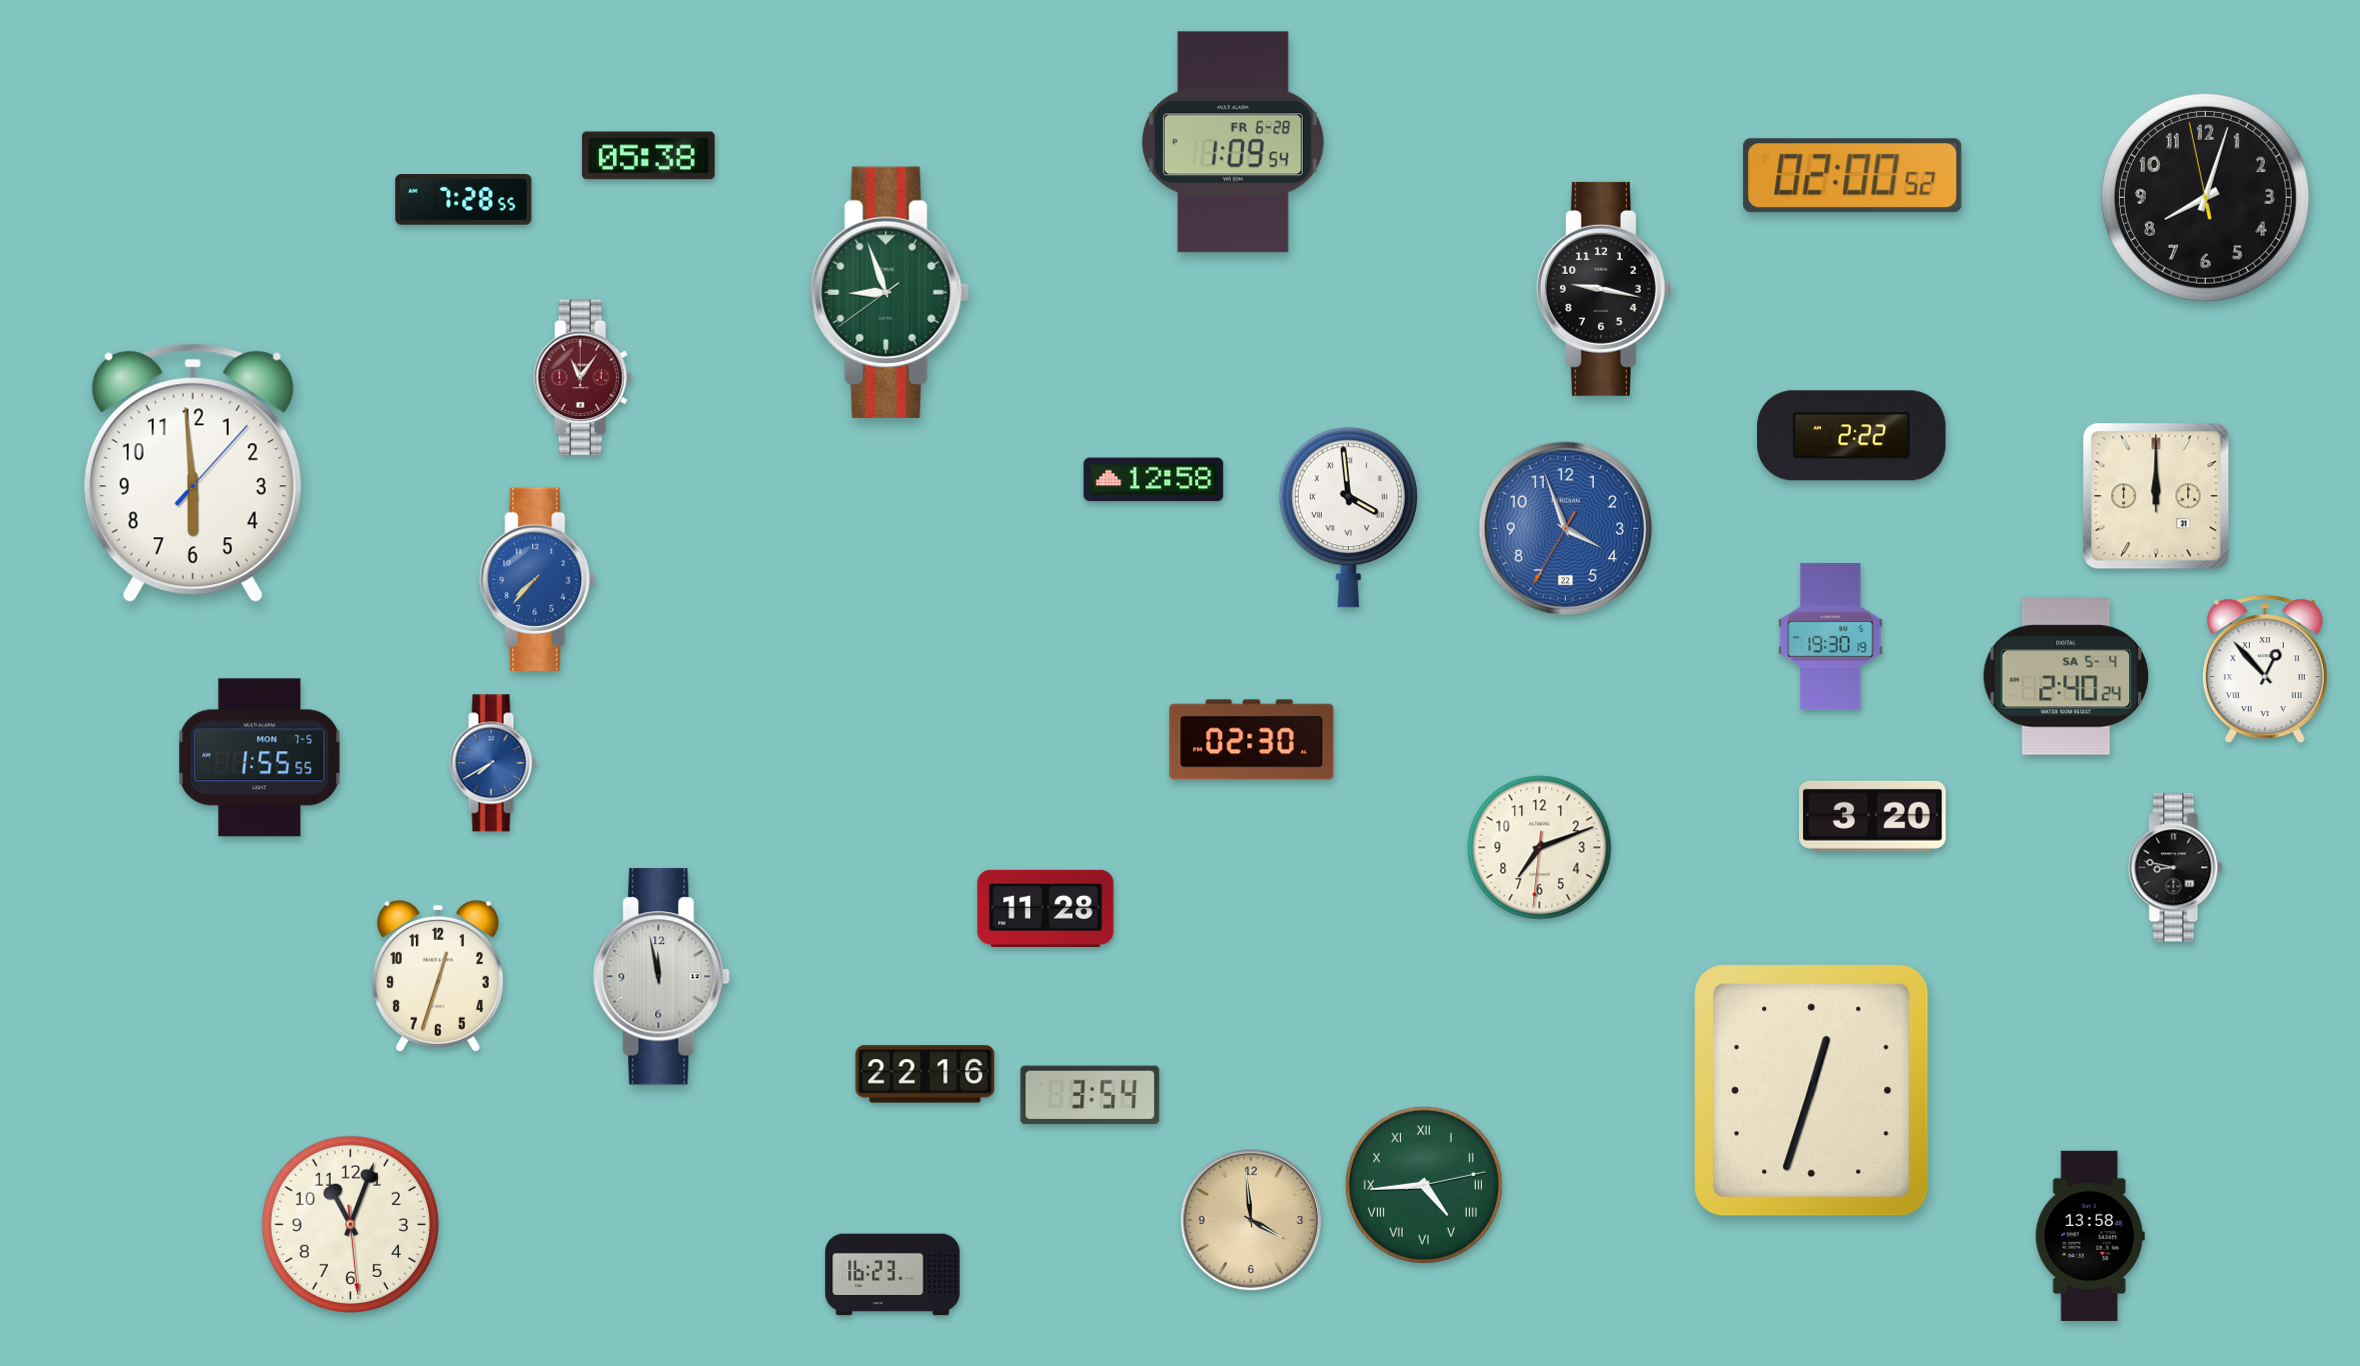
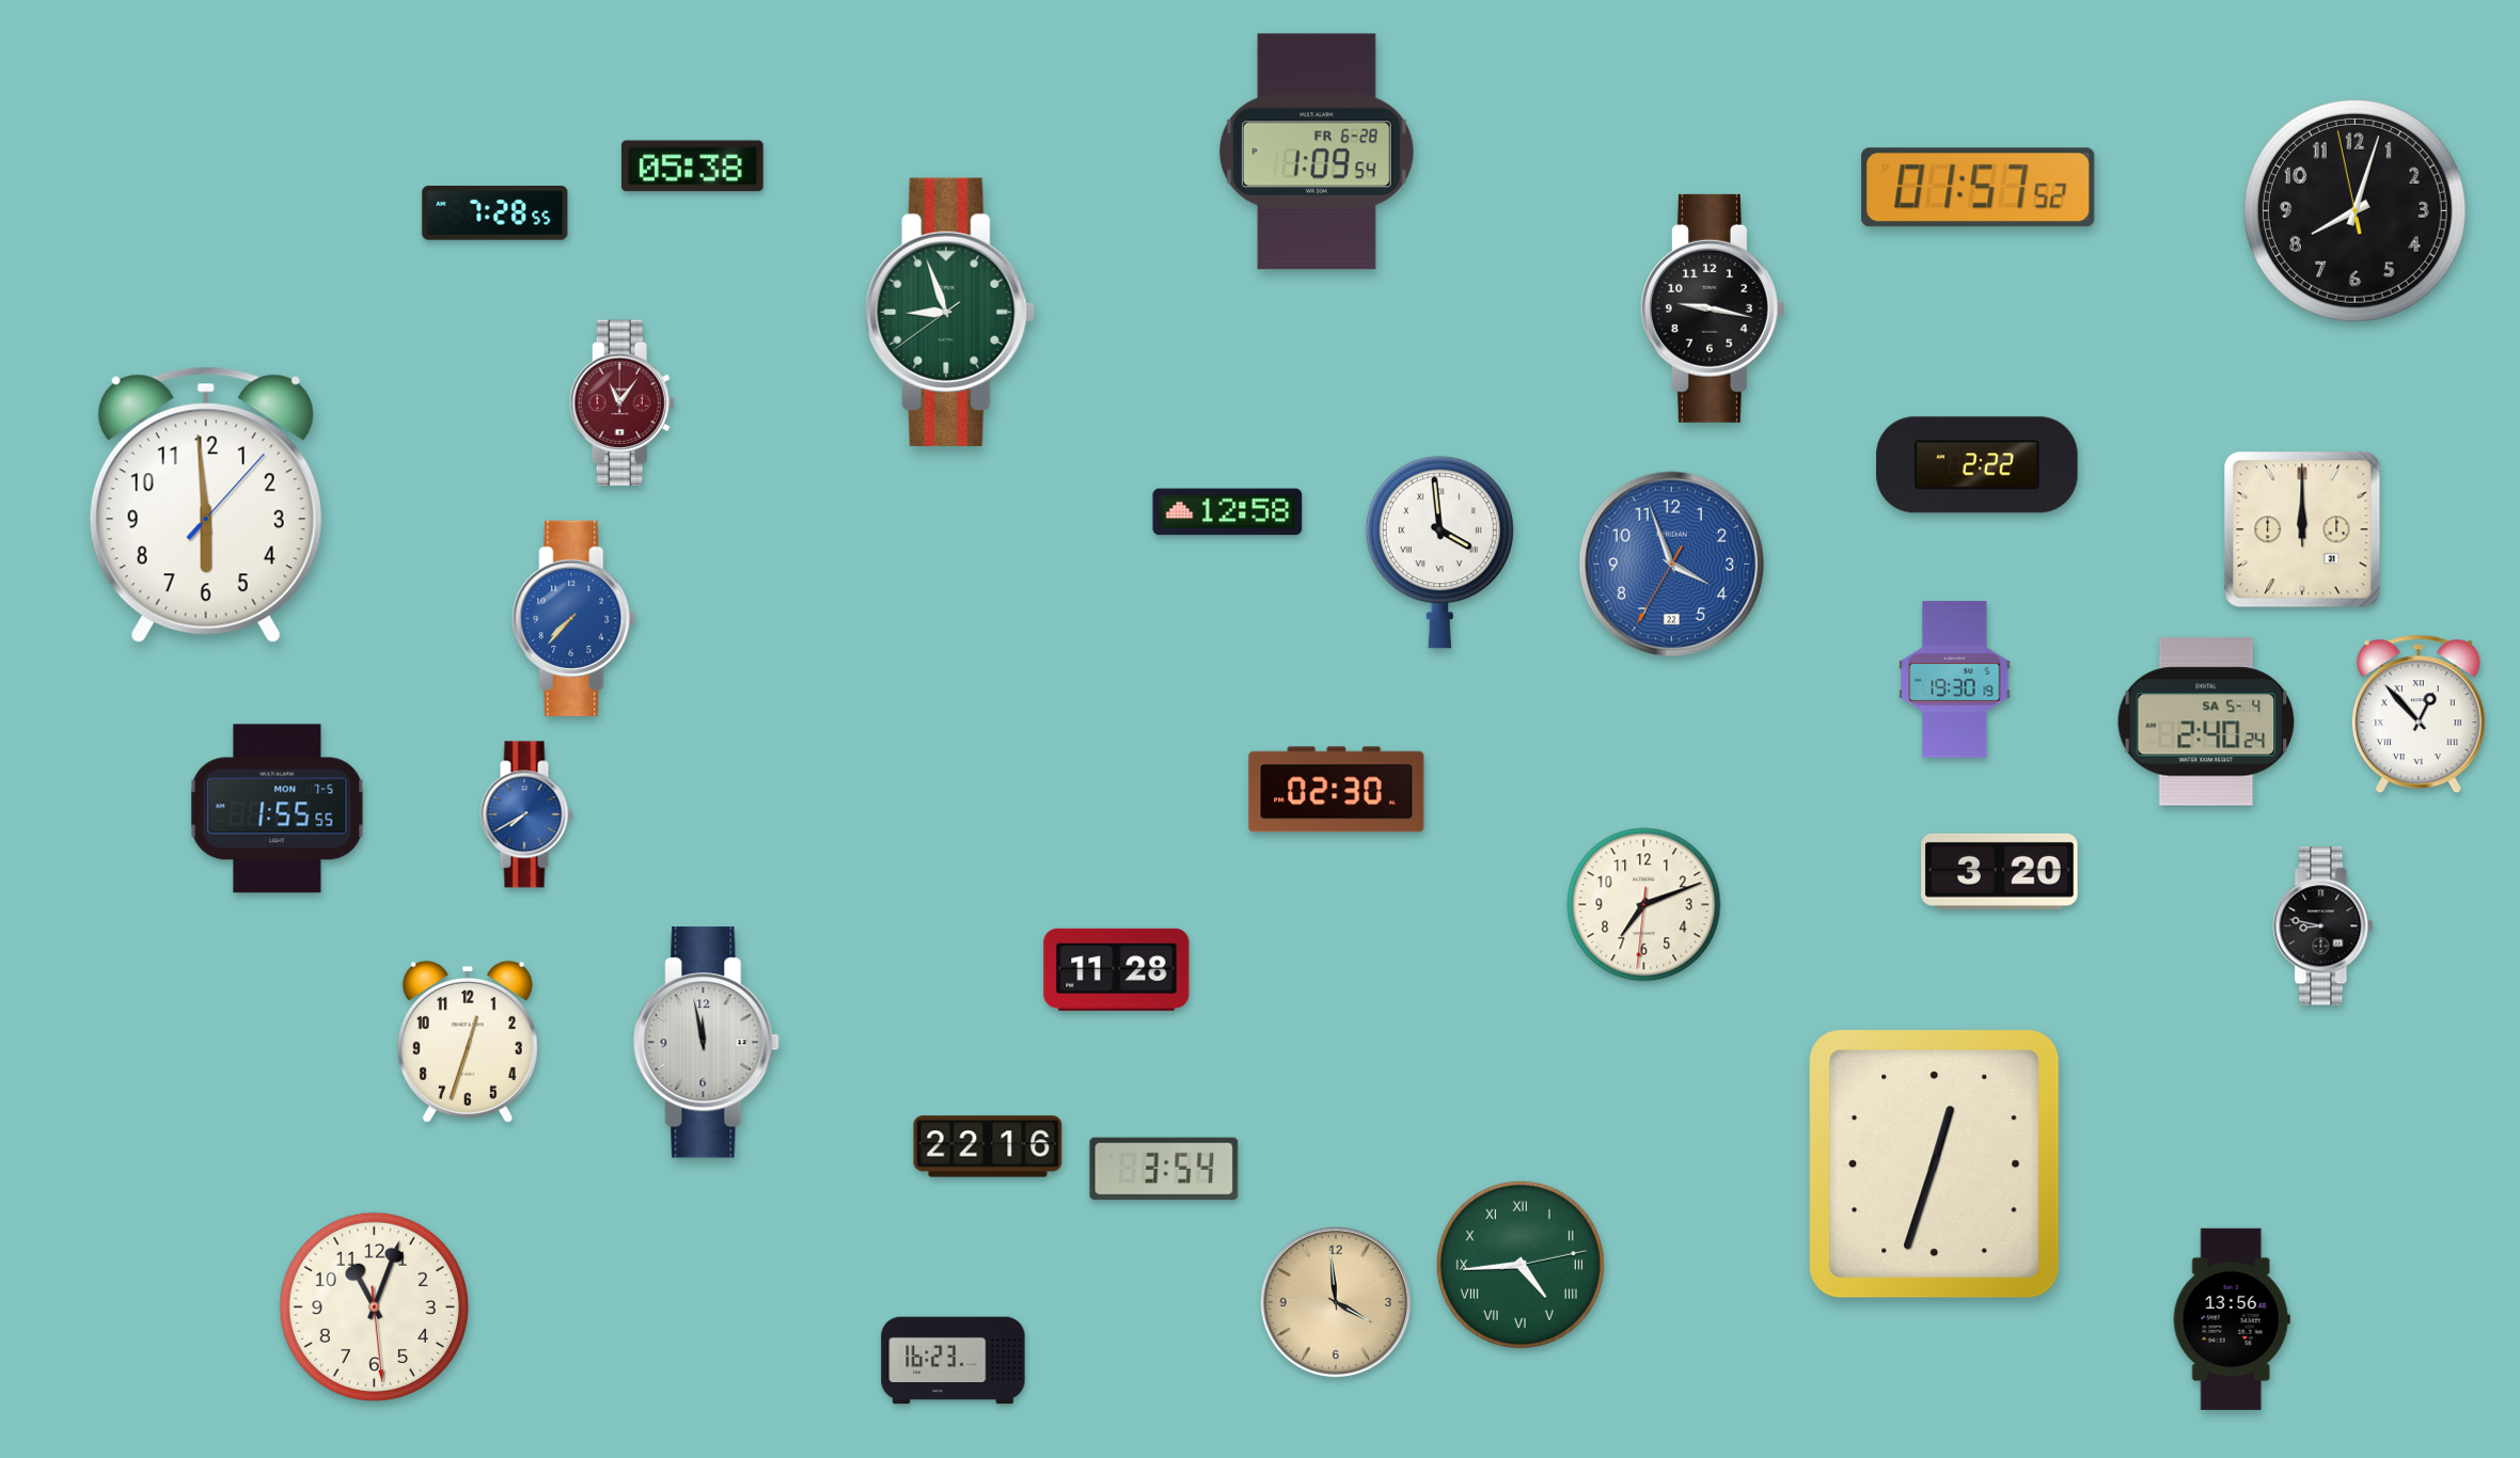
clock at (1853, 176): 02:00 -> 01:57
clock at (1154, 480) position: (1154, 480) -> (1228, 512)
clock at (2090, 1236): 13:58 -> 13:56
